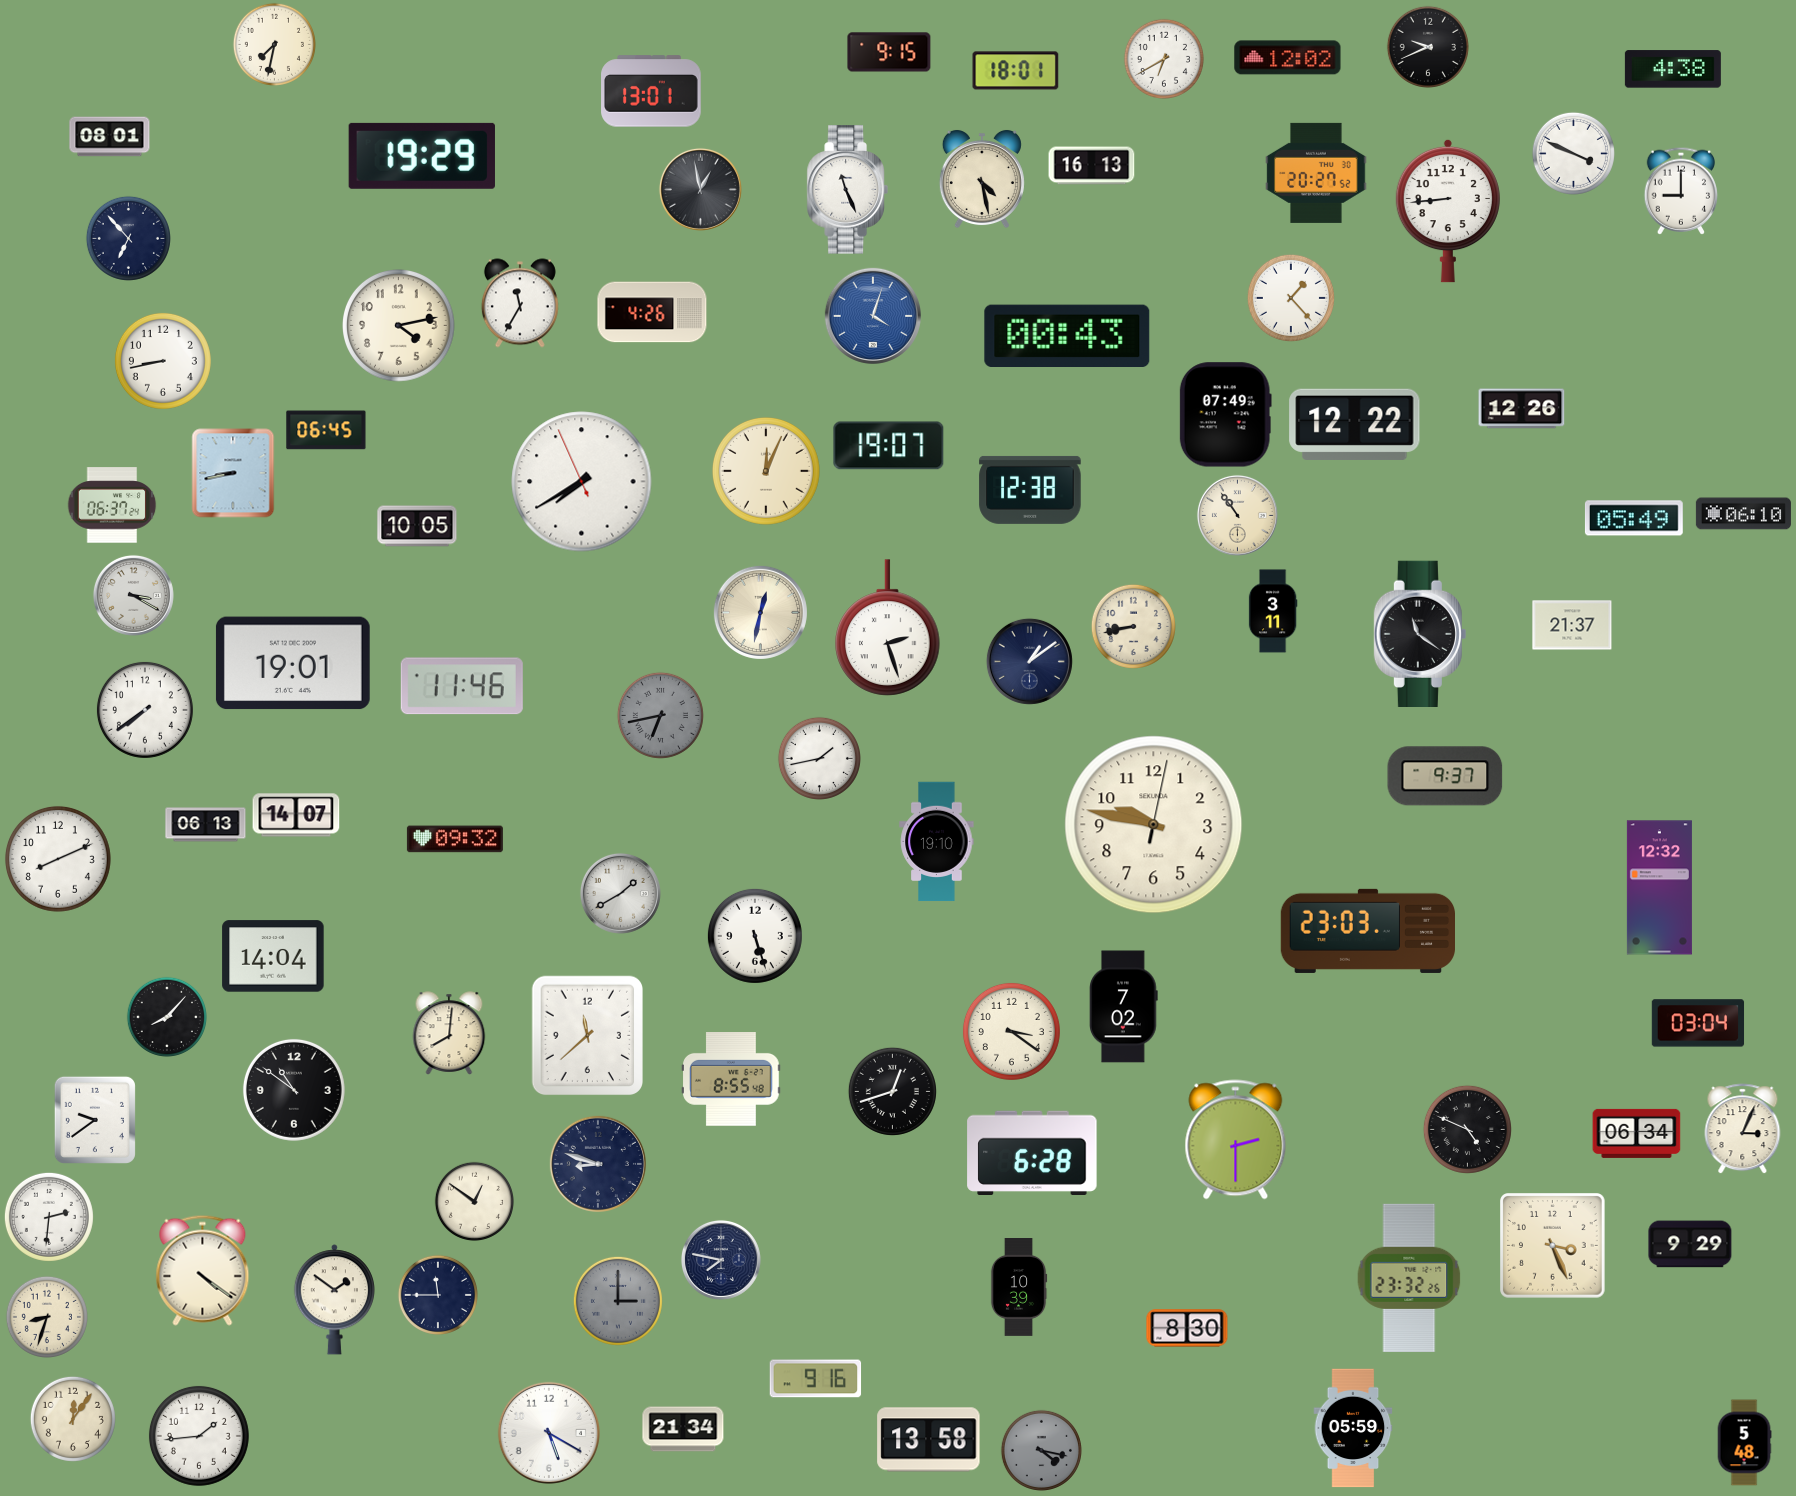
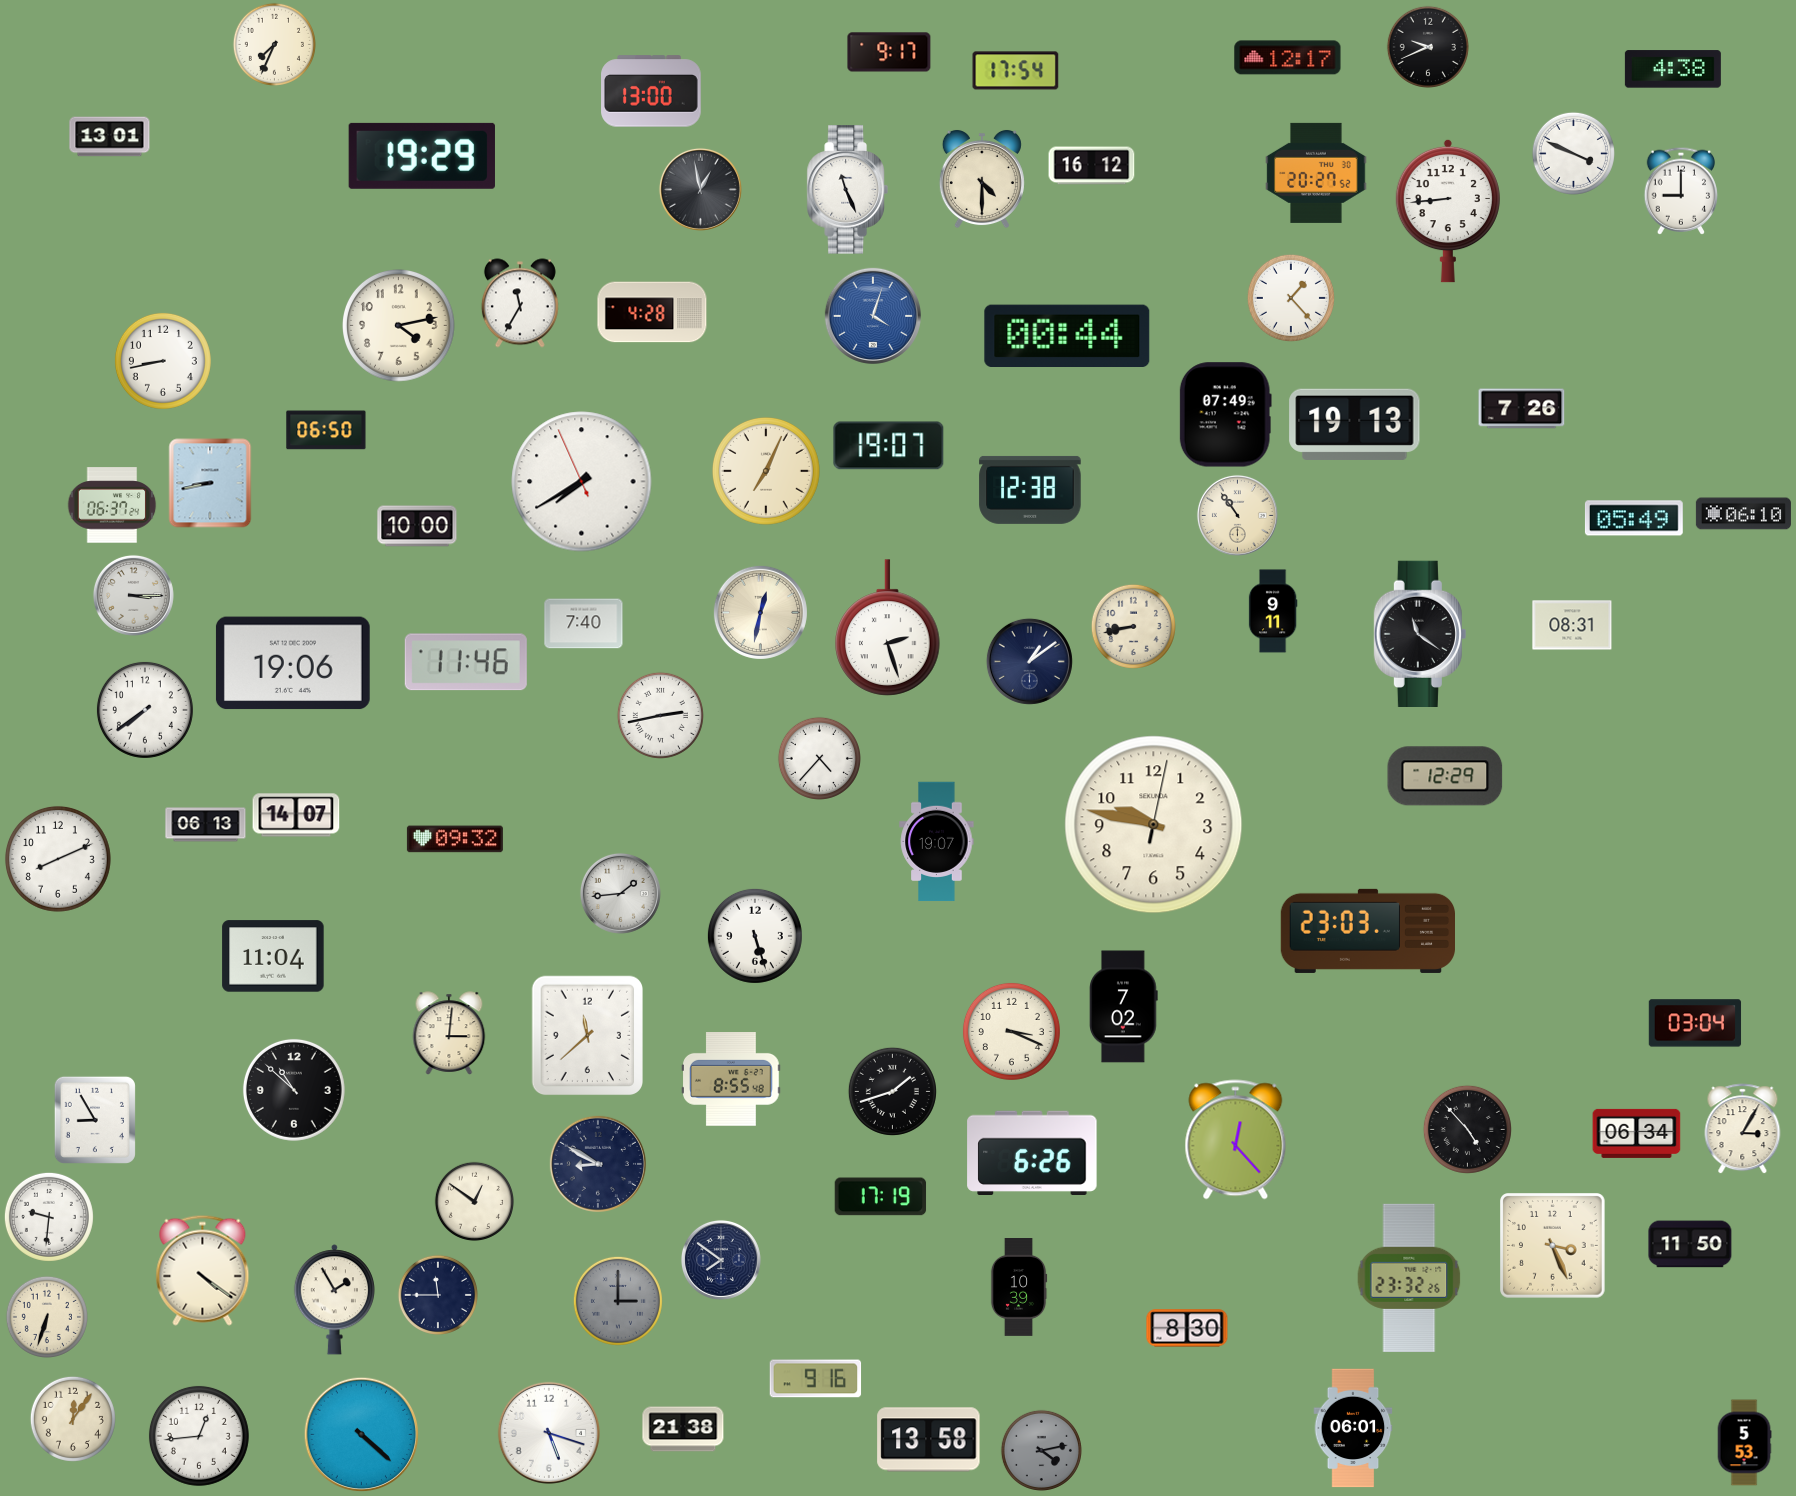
clock at (274, 44): 7:32 -> 7:34
clock at (889, 52): 9:15 -> 9:17
clock at (1288, 58): 12:02 -> 12:17
clock at (1164, 59): 6:40 -> none
clock at (1016, 71): 18:01 -> 17:54
clock at (651, 91): 13:01 -> 13:00
clock at (110, 137): 08:01 -> 13:01
clock at (1092, 166): 16:13 -> 16:12
clock at (982, 179): 4:28 -> 4:30
clock at (128, 238): 6:53 -> none
clock at (652, 312): 4:26 -> 4:28
clock at (1067, 335): 00:43 -> 00:44
clock at (1522, 409): 12:26 -> 7:26
clock at (1355, 424): 12:22 -> 19:13
clock at (326, 430): 06:45 -> 06:50
clock at (766, 471): 12:04 -> 7:04
clock at (233, 473) position: (233, 473) -> (210, 483)
clock at (417, 526): 10:05 -> 10:00
clock at (133, 595): 3:20 -> 3:15
clock at (1273, 611): 3:11 -> 9:11
clock at (584, 624): none -> 7:40
clock at (1572, 625): 21:37 -> 08:31
clock at (293, 663): 19:01 -> 19:06
clock at (462, 686) position: (462, 686) -> (466, 662)
clock at (660, 715): 6:43 -> 2:43
clock at (660, 715) dial: grey -> white
clock at (819, 758): 1:43 -> 4:37
clock at (1445, 776): 9:37 -> 12:29
clock at (937, 842): 19:10 -> 19:07
clock at (1659, 888): 12:32 -> none
clock at (620, 893): 1:40 -> 1:44
clock at (273, 956): 14:04 -> 11:04
clock at (167, 1017): 8:07 -> none
clock at (1698, 1023) position: (1698, 1023) -> (1695, 1023)
clock at (1011, 1031): 3:21 -> 3:19
clock at (449, 1033): 8:01 -> 3:01
clock at (294, 1090): 10:51 -> 10:52
clock at (892, 1091): 12:42 -> 1:42
clock at (95, 1120): 9:39 -> 8:55
clock at (1467, 1129): 4:49 -> 4:53
clock at (1743, 1129): 3:04 -> 3:05
clock at (1236, 1140): 2:30 -> 12:23
clock at (1032, 1152): 6:28 -> 6:26
clock at (598, 1164): 8:48 -> 8:50
clock at (881, 1197): none -> 17:19
clock at (49, 1217): 2:31 -> 9:31
clock at (1690, 1244): 9:29 -> 11:50
clock at (721, 1260): 7:47 -> 7:51
clock at (334, 1300): 1:51 -> 1:55
clock at (47, 1317): 8:33 -> 6:33
clock at (1353, 1428): 05:59 -> 06:01
clock at (683, 1429): 21:34 -> 21:38
clock at (549, 1433): 5:20 -> 5:18
clock at (362, 1435): none -> 4:22
clock at (199, 1436): 1:44 -> 12:44
clock at (1744, 1443): 5:48 -> 5:53
clock at (1041, 1450): 4:17 -> 4:13
